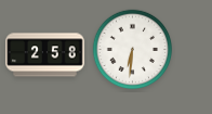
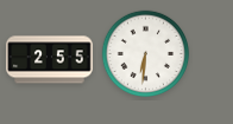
clock at (45, 55): 2:58 -> 2:55
